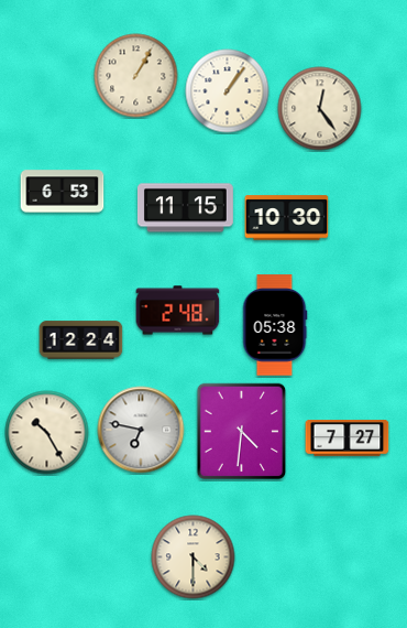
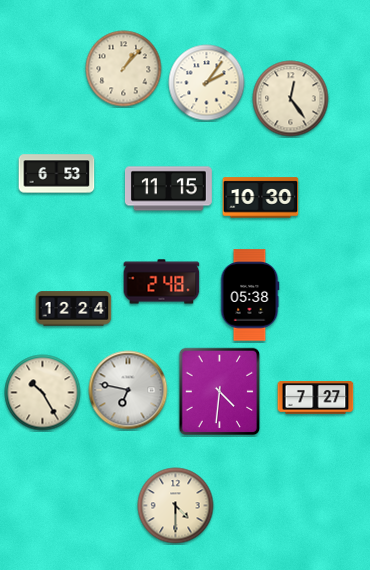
clock at (136, 76): 1:05 -> 1:07
clock at (228, 91): 1:06 -> 2:06
